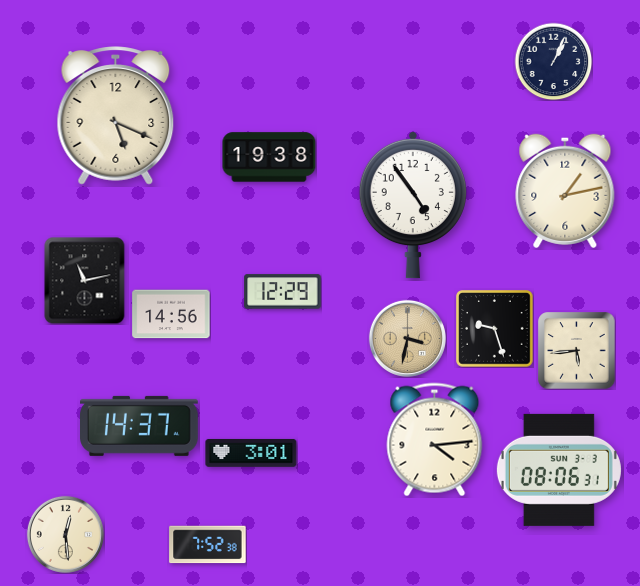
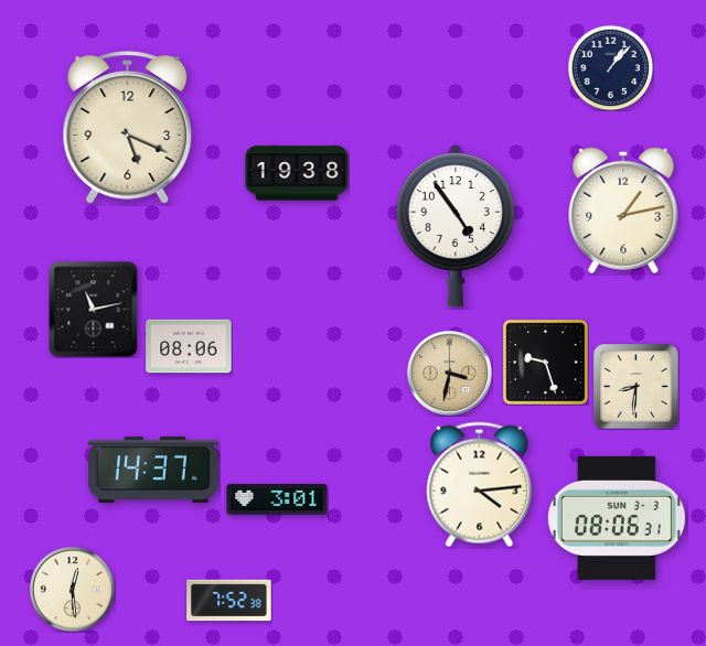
clock at (553, 61): 1:04 -> 1:07
clock at (283, 292): 12:29 -> none
clock at (171, 314): 14:56 -> 08:06
clock at (577, 351): 5:44 -> 8:31
